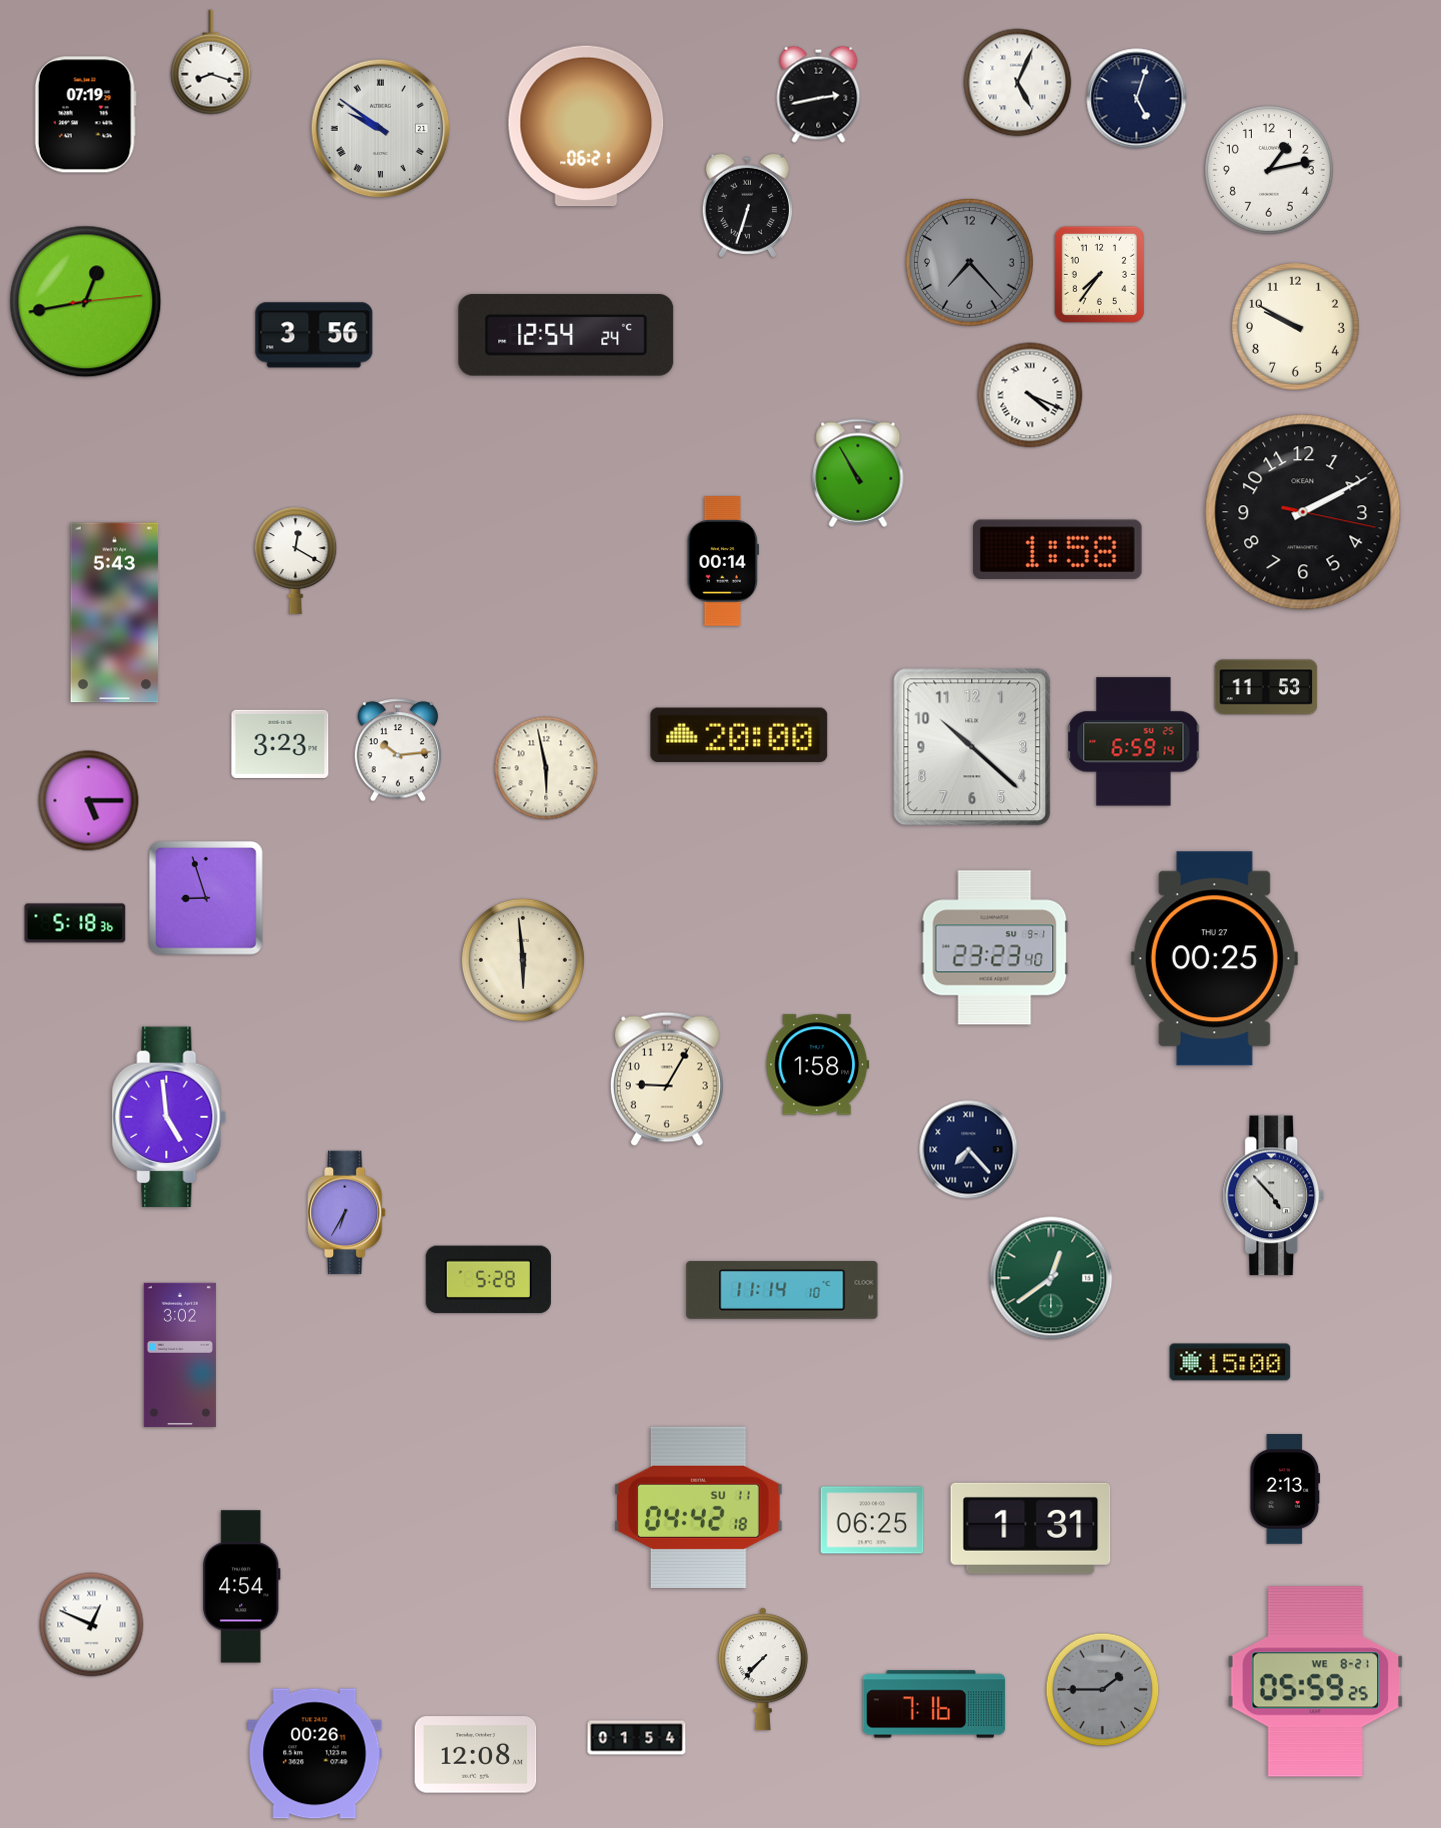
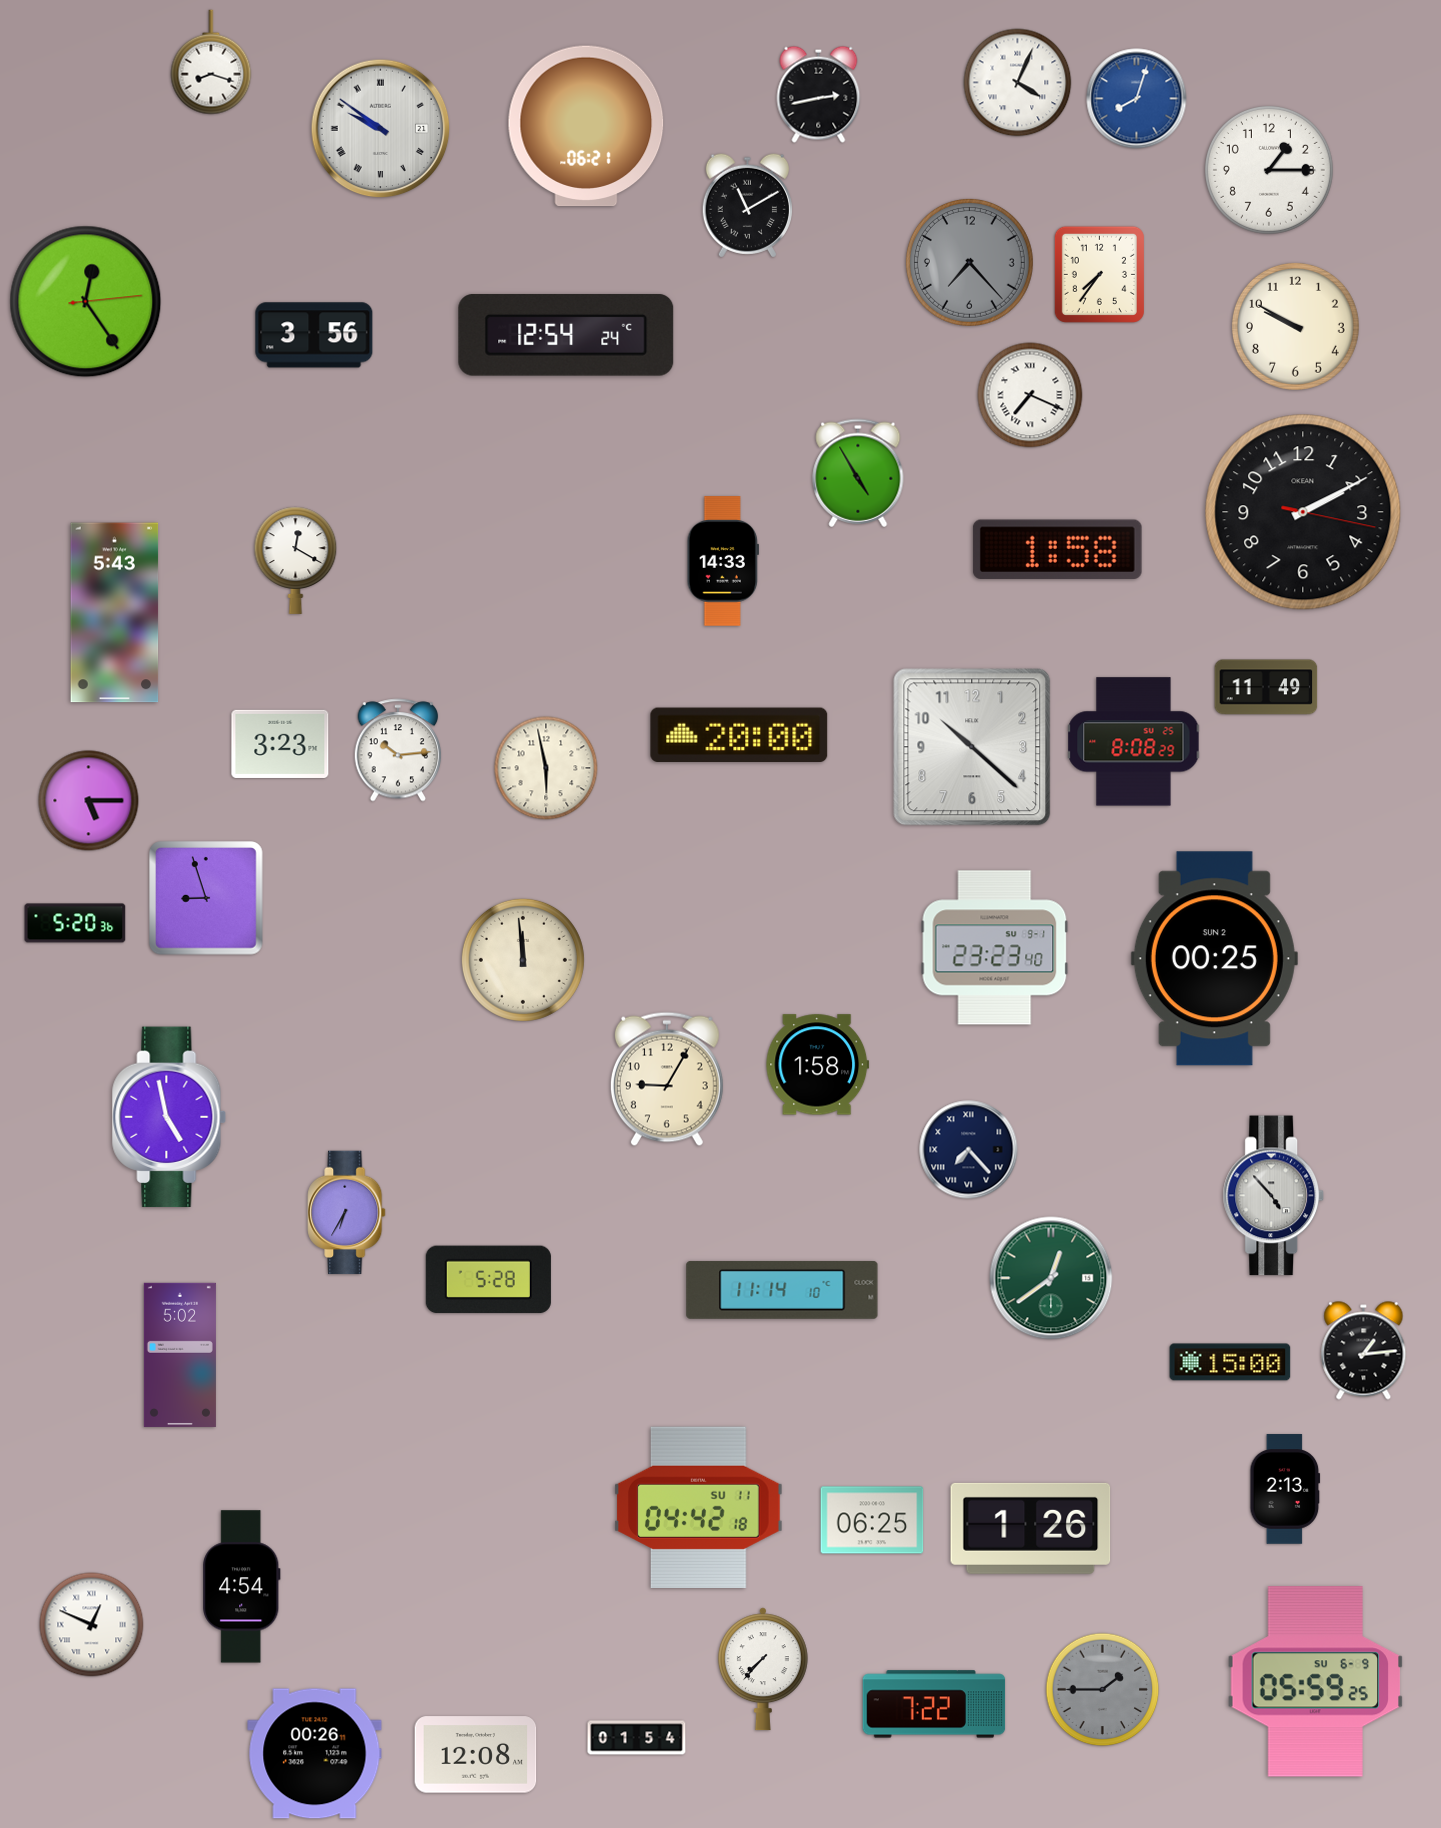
clock at (1018, 83): 5:04 -> 4:04
clock at (1137, 99): 5:03 -> 8:03
clock at (1137, 99) dial: navy -> blue
clock at (85, 115): 07:19 -> none
clock at (1269, 170): 1:13 -> 1:15
clock at (747, 206): 6:33 -> 11:10
clock at (86, 302): 12:43 -> 12:24
clock at (1030, 395): 4:19 -> 7:19
clock at (858, 473): 10:55 -> 4:55
clock at (722, 561): 00:14 -> 14:33
clock at (1266, 687): 11:53 -> 11:49
clock at (1134, 742): 6:59 -> 8:08
clock at (75, 923): 5:18 -> 5:20
clock at (1214, 959) date: THU 27 -> SUN 2
clock at (523, 960): 5:59 -> 11:59
clock at (169, 1117): 4:59 -> 4:58
clock at (1364, 1351): none -> 1:14
clock at (180, 1355): 3:02 -> 5:02
clock at (1031, 1528): 1:31 -> 1:26
clock at (1316, 1682) date: WE 8-21 -> SU 6-9
clock at (934, 1704): 7:16 -> 7:22
